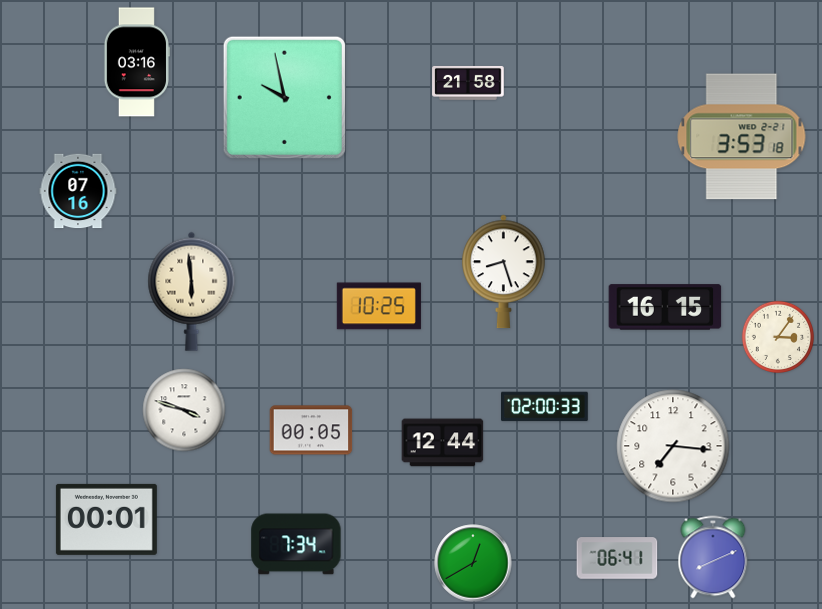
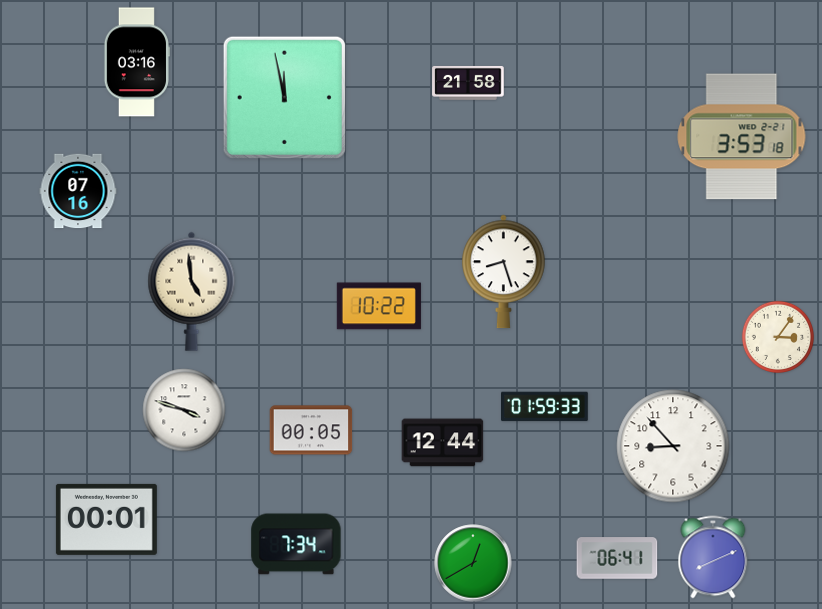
clock at (284, 97): 9:58 -> 11:58
clock at (192, 291): 5:59 -> 4:59
clock at (379, 306): 10:25 -> 10:22
clock at (665, 307): 16:15 -> none
clock at (545, 407): 02:00 -> 01:59
clock at (673, 446): 7:16 -> 8:53
